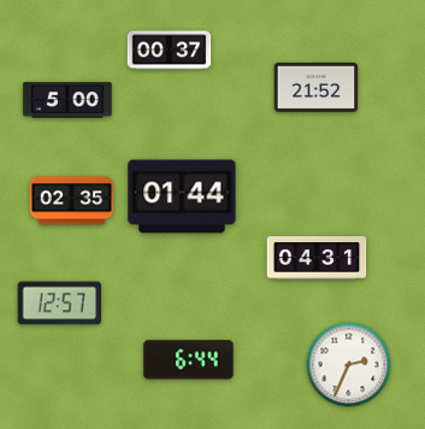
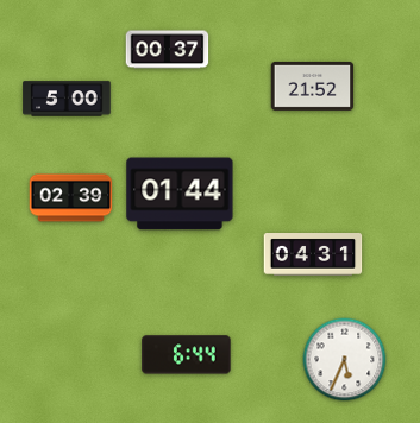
clock at (72, 201): 02:35 -> 02:39
clock at (60, 304): 12:57 -> none
clock at (349, 365): 2:34 -> 5:34
